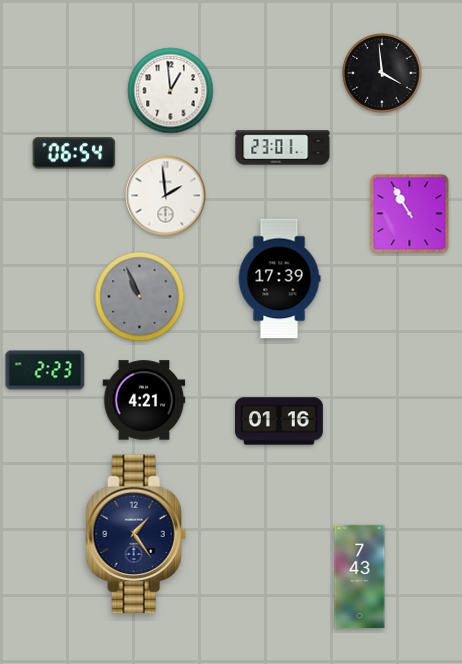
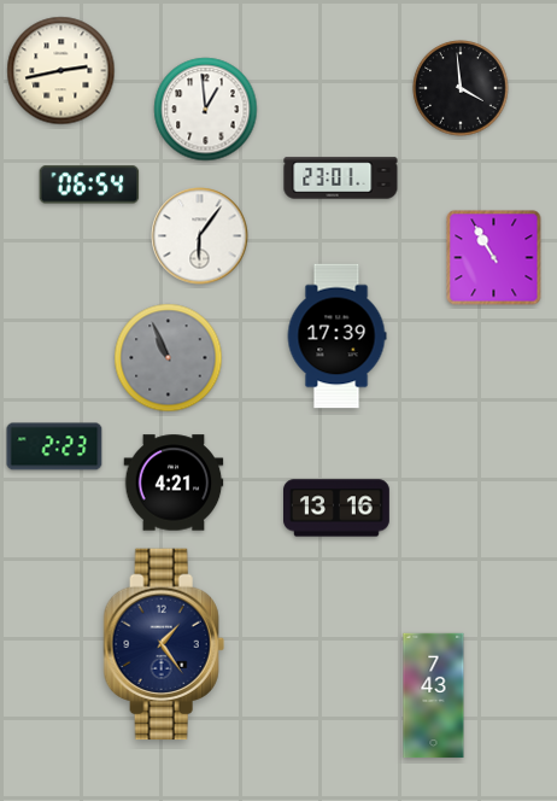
clock at (61, 71): none -> 2:43
clock at (166, 196): 1:59 -> 6:06
clock at (280, 421): 01:16 -> 13:16
